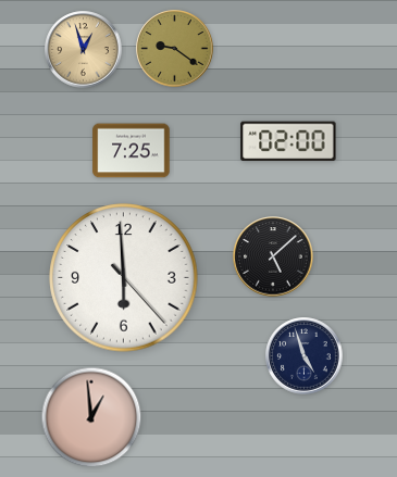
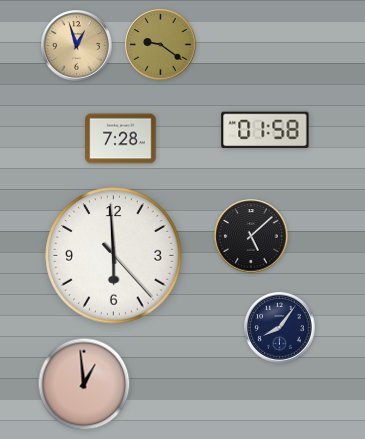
clock at (288, 141): 02:00 -> 01:58
clock at (132, 151): 7:25 -> 7:28
clock at (305, 356): 4:57 -> 8:06
